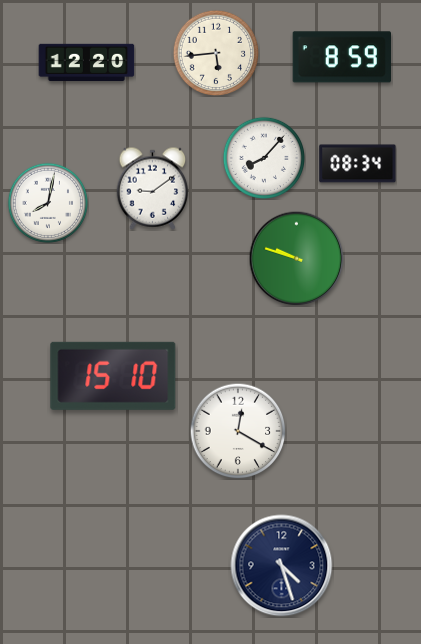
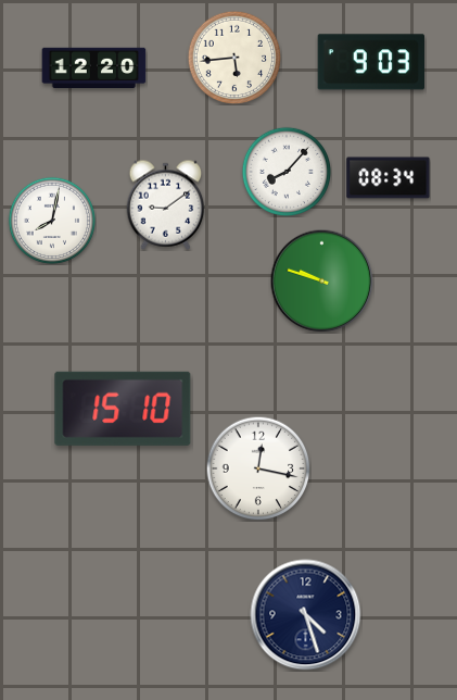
clock at (341, 57): 8:59 -> 9:03
clock at (238, 431): 12:20 -> 12:17
